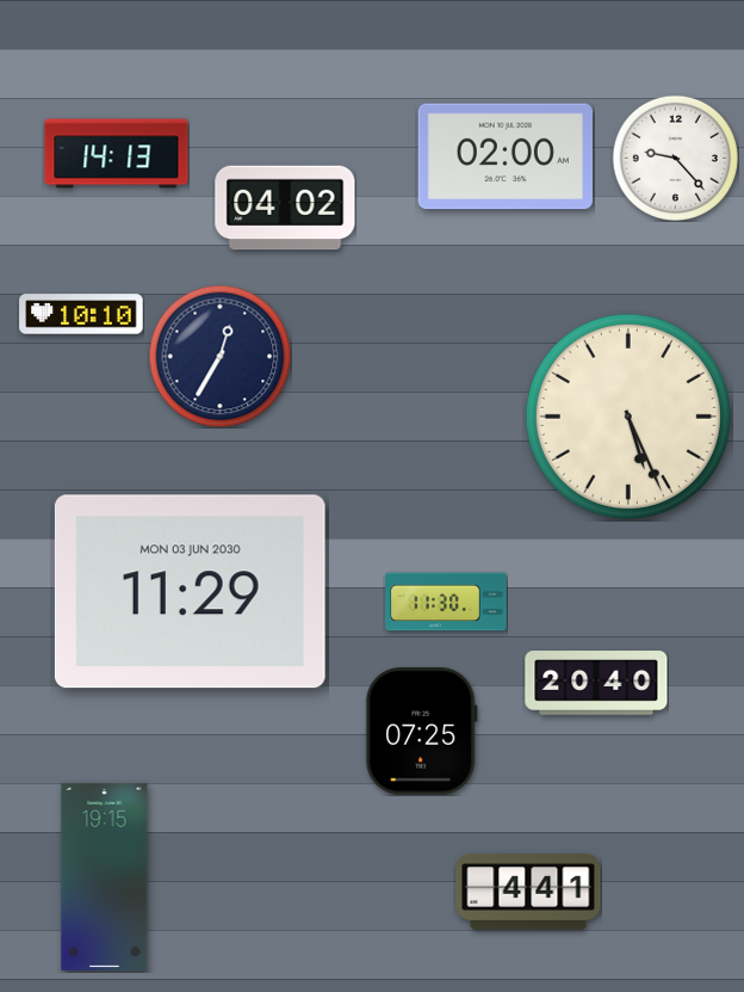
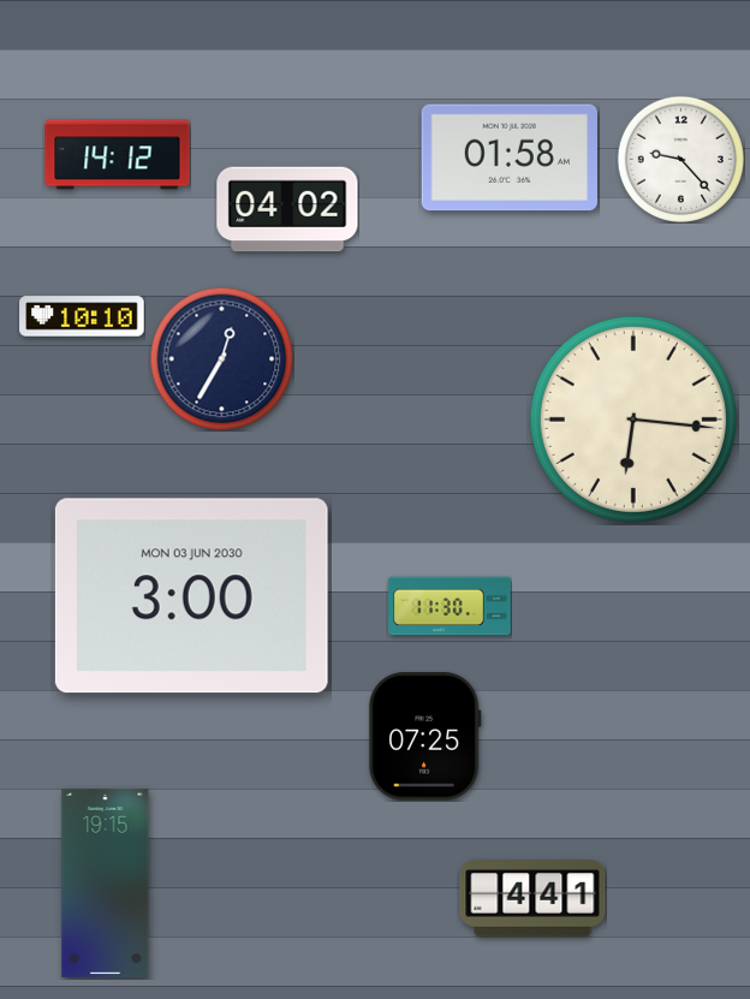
clock at (117, 154): 14:13 -> 14:12
clock at (506, 156): 02:00 -> 01:58
clock at (628, 417): 5:26 -> 6:16
clock at (190, 592): 11:29 -> 3:00
clock at (596, 683): 20:40 -> none
